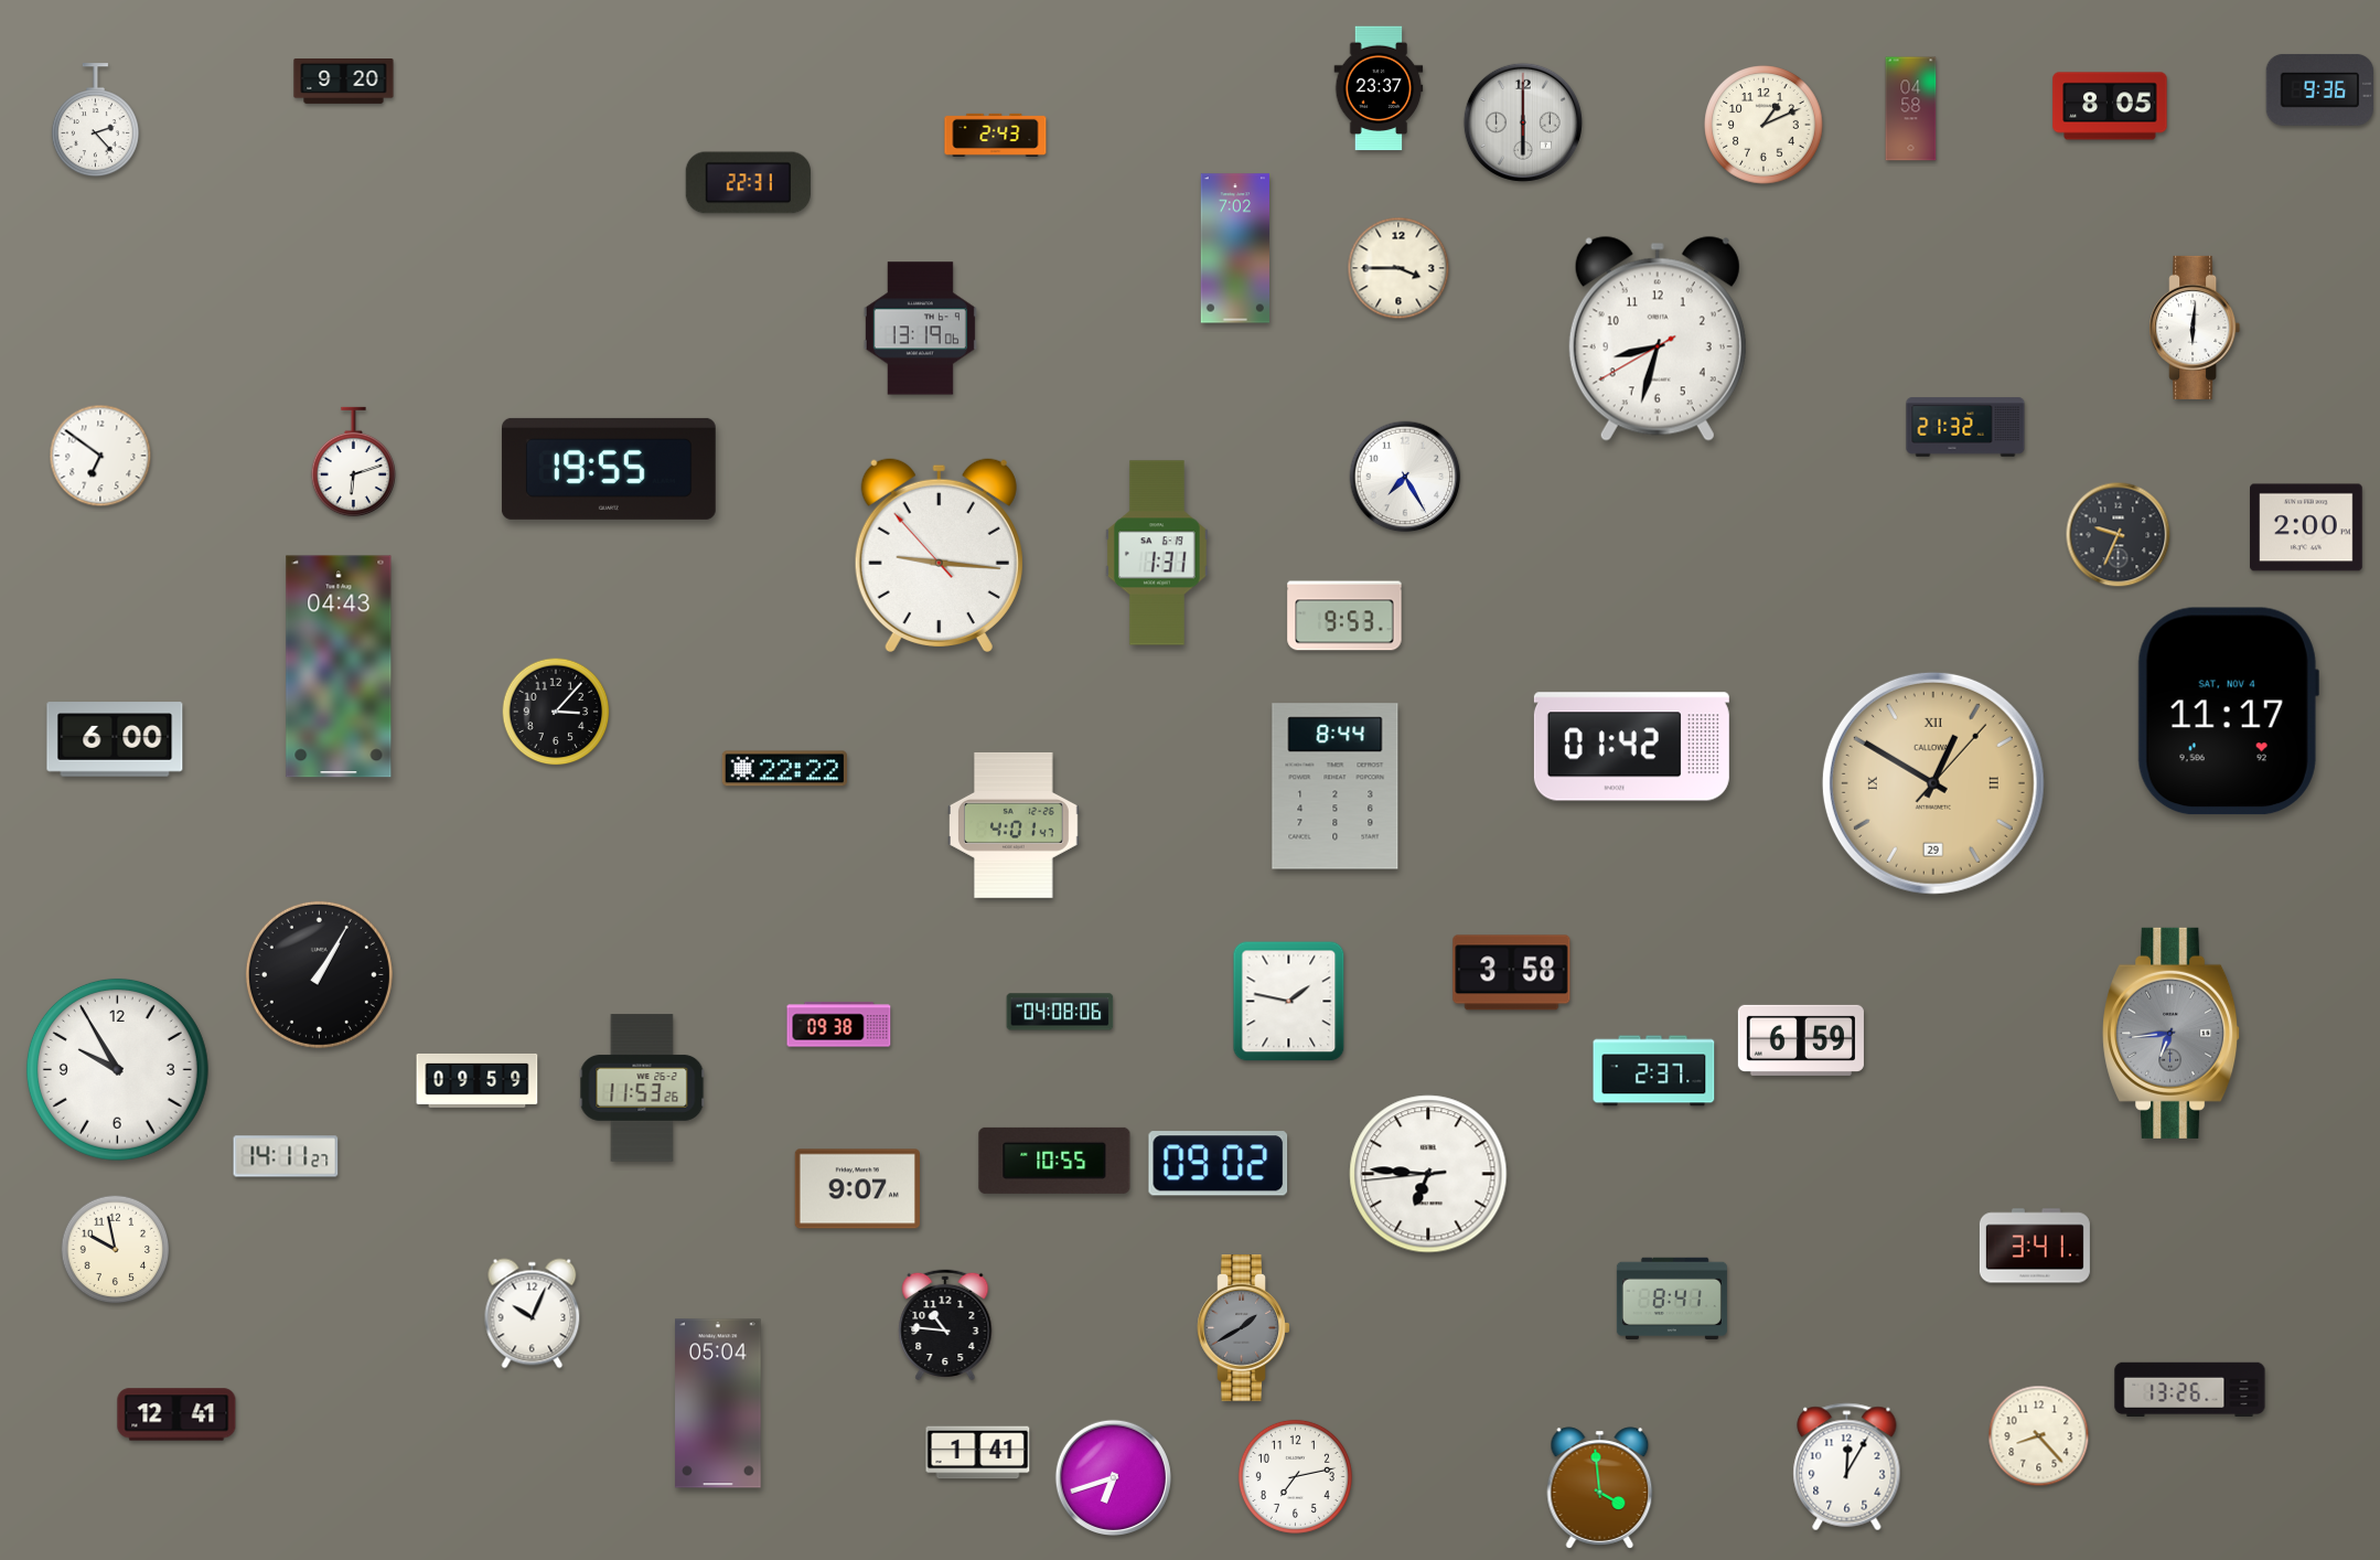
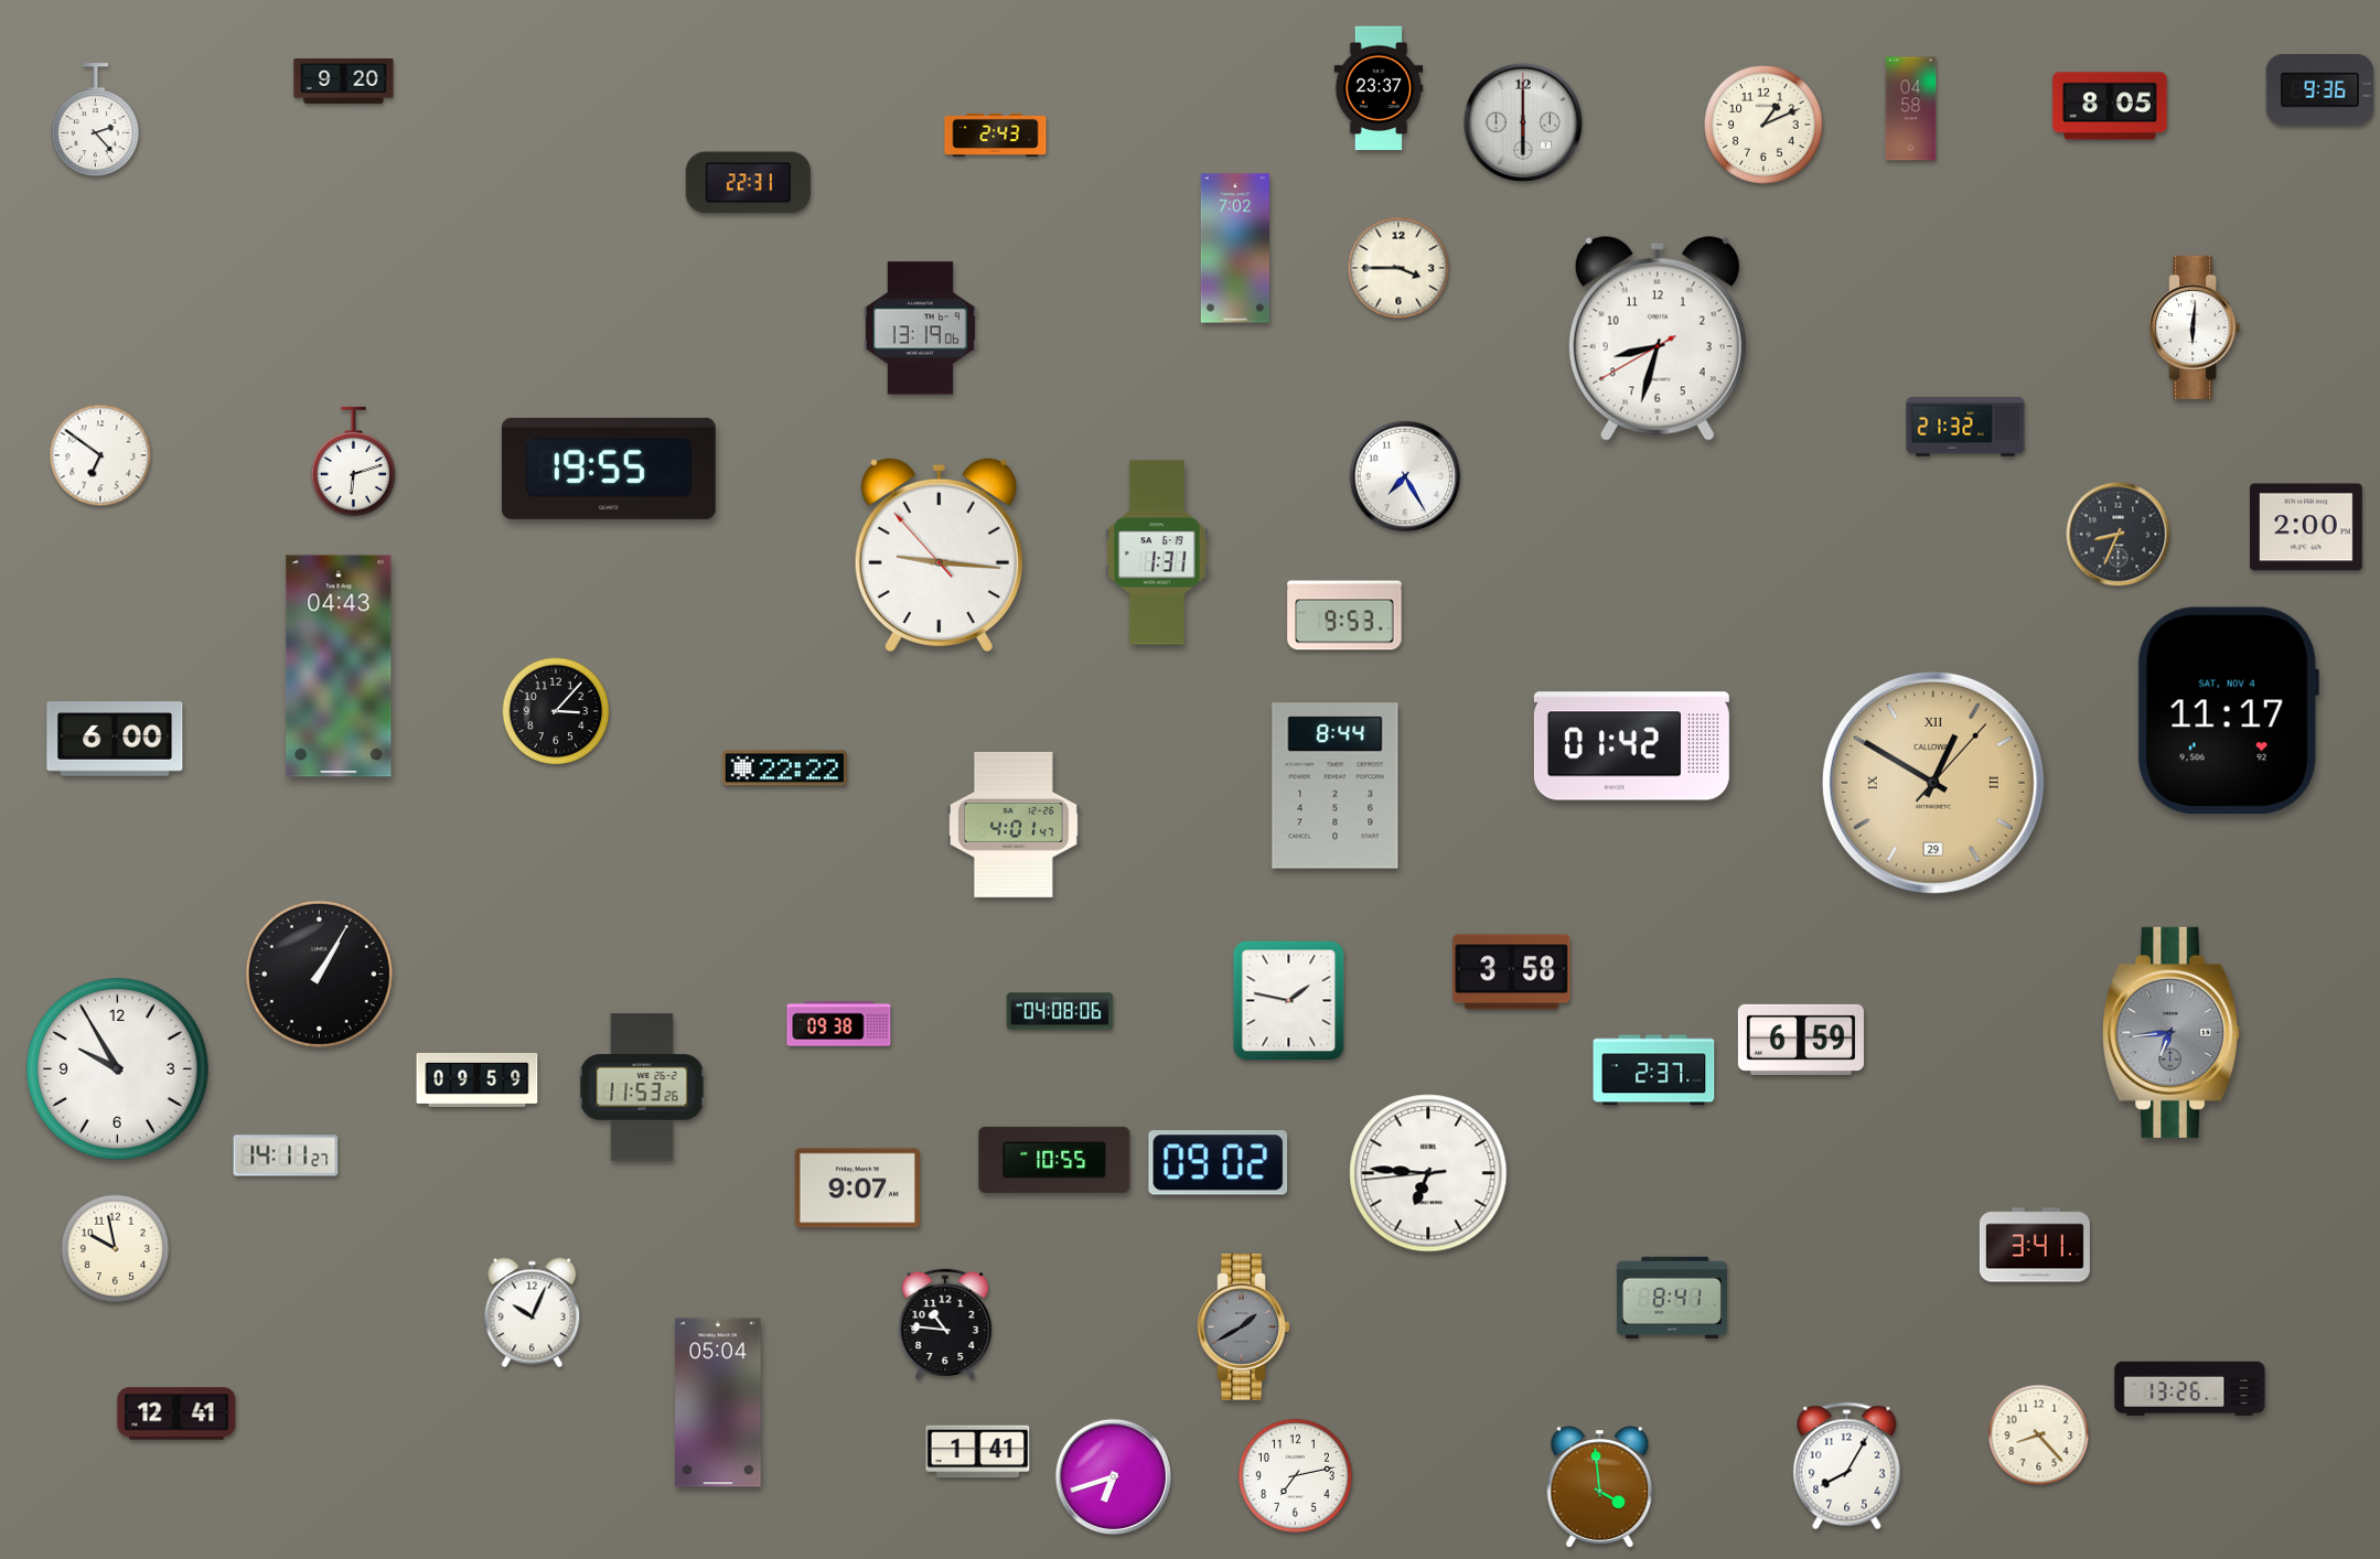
clock at (2119, 535): 9:34 -> 8:34
clock at (1847, 1467): 12:05 -> 8:05
